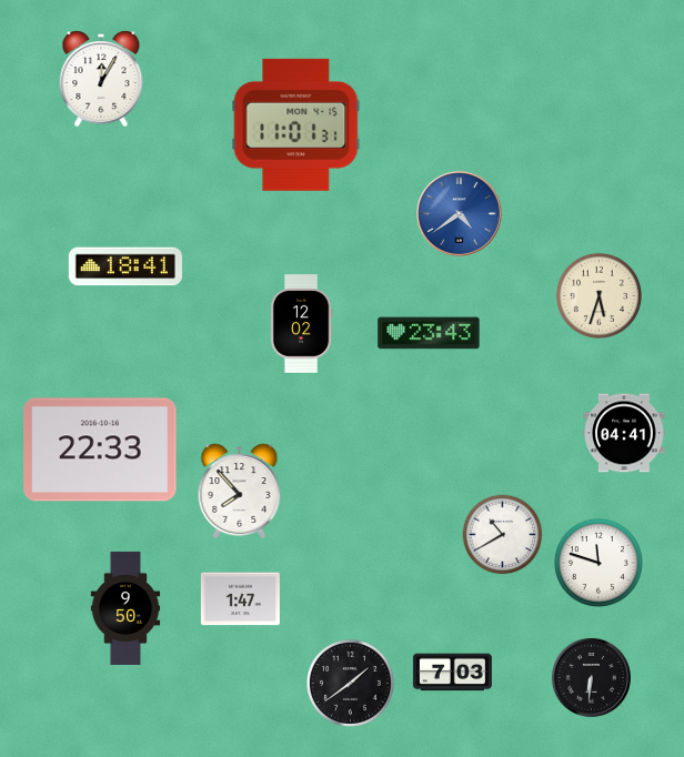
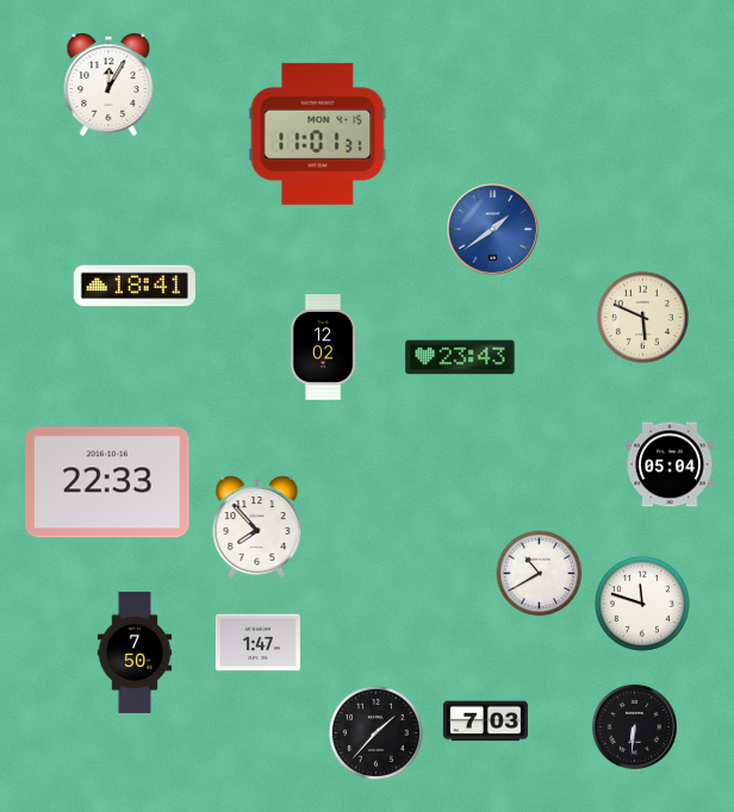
clock at (460, 214): 4:39 -> 1:39
clock at (598, 295): 5:33 -> 5:49
clock at (624, 433): 04:41 -> 05:04
clock at (125, 608): 9:50 -> 7:50
clock at (350, 683): 1:39 -> 1:37
